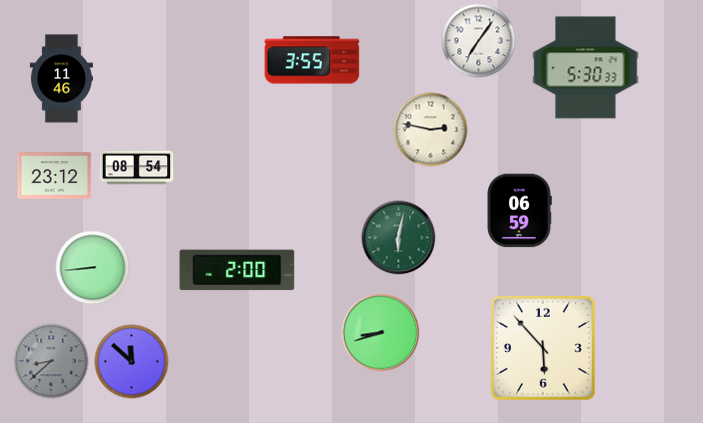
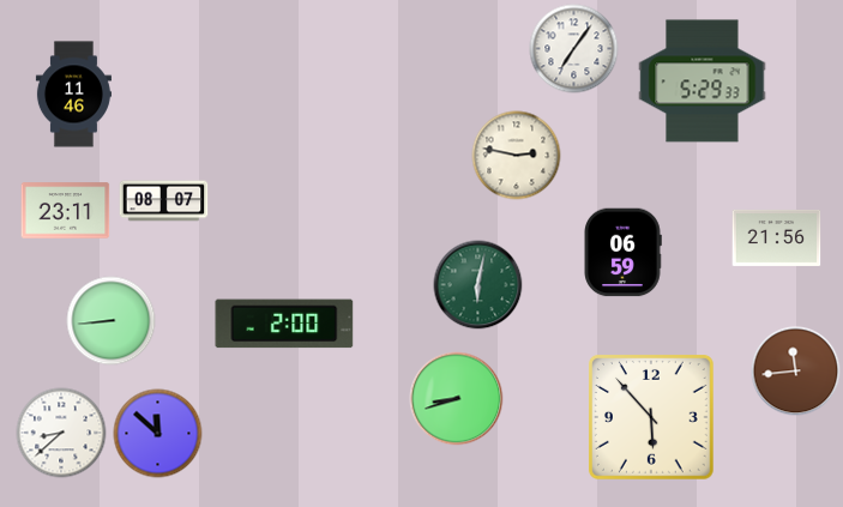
clock at (312, 60): 3:55 -> none
clock at (586, 68): 5:30 -> 5:29
clock at (137, 168): 08:54 -> 08:07
clock at (55, 176): 23:12 -> 23:11
clock at (777, 237): none -> 21:56
clock at (796, 372): none -> 11:44
clock at (51, 361) dial: grey -> white
